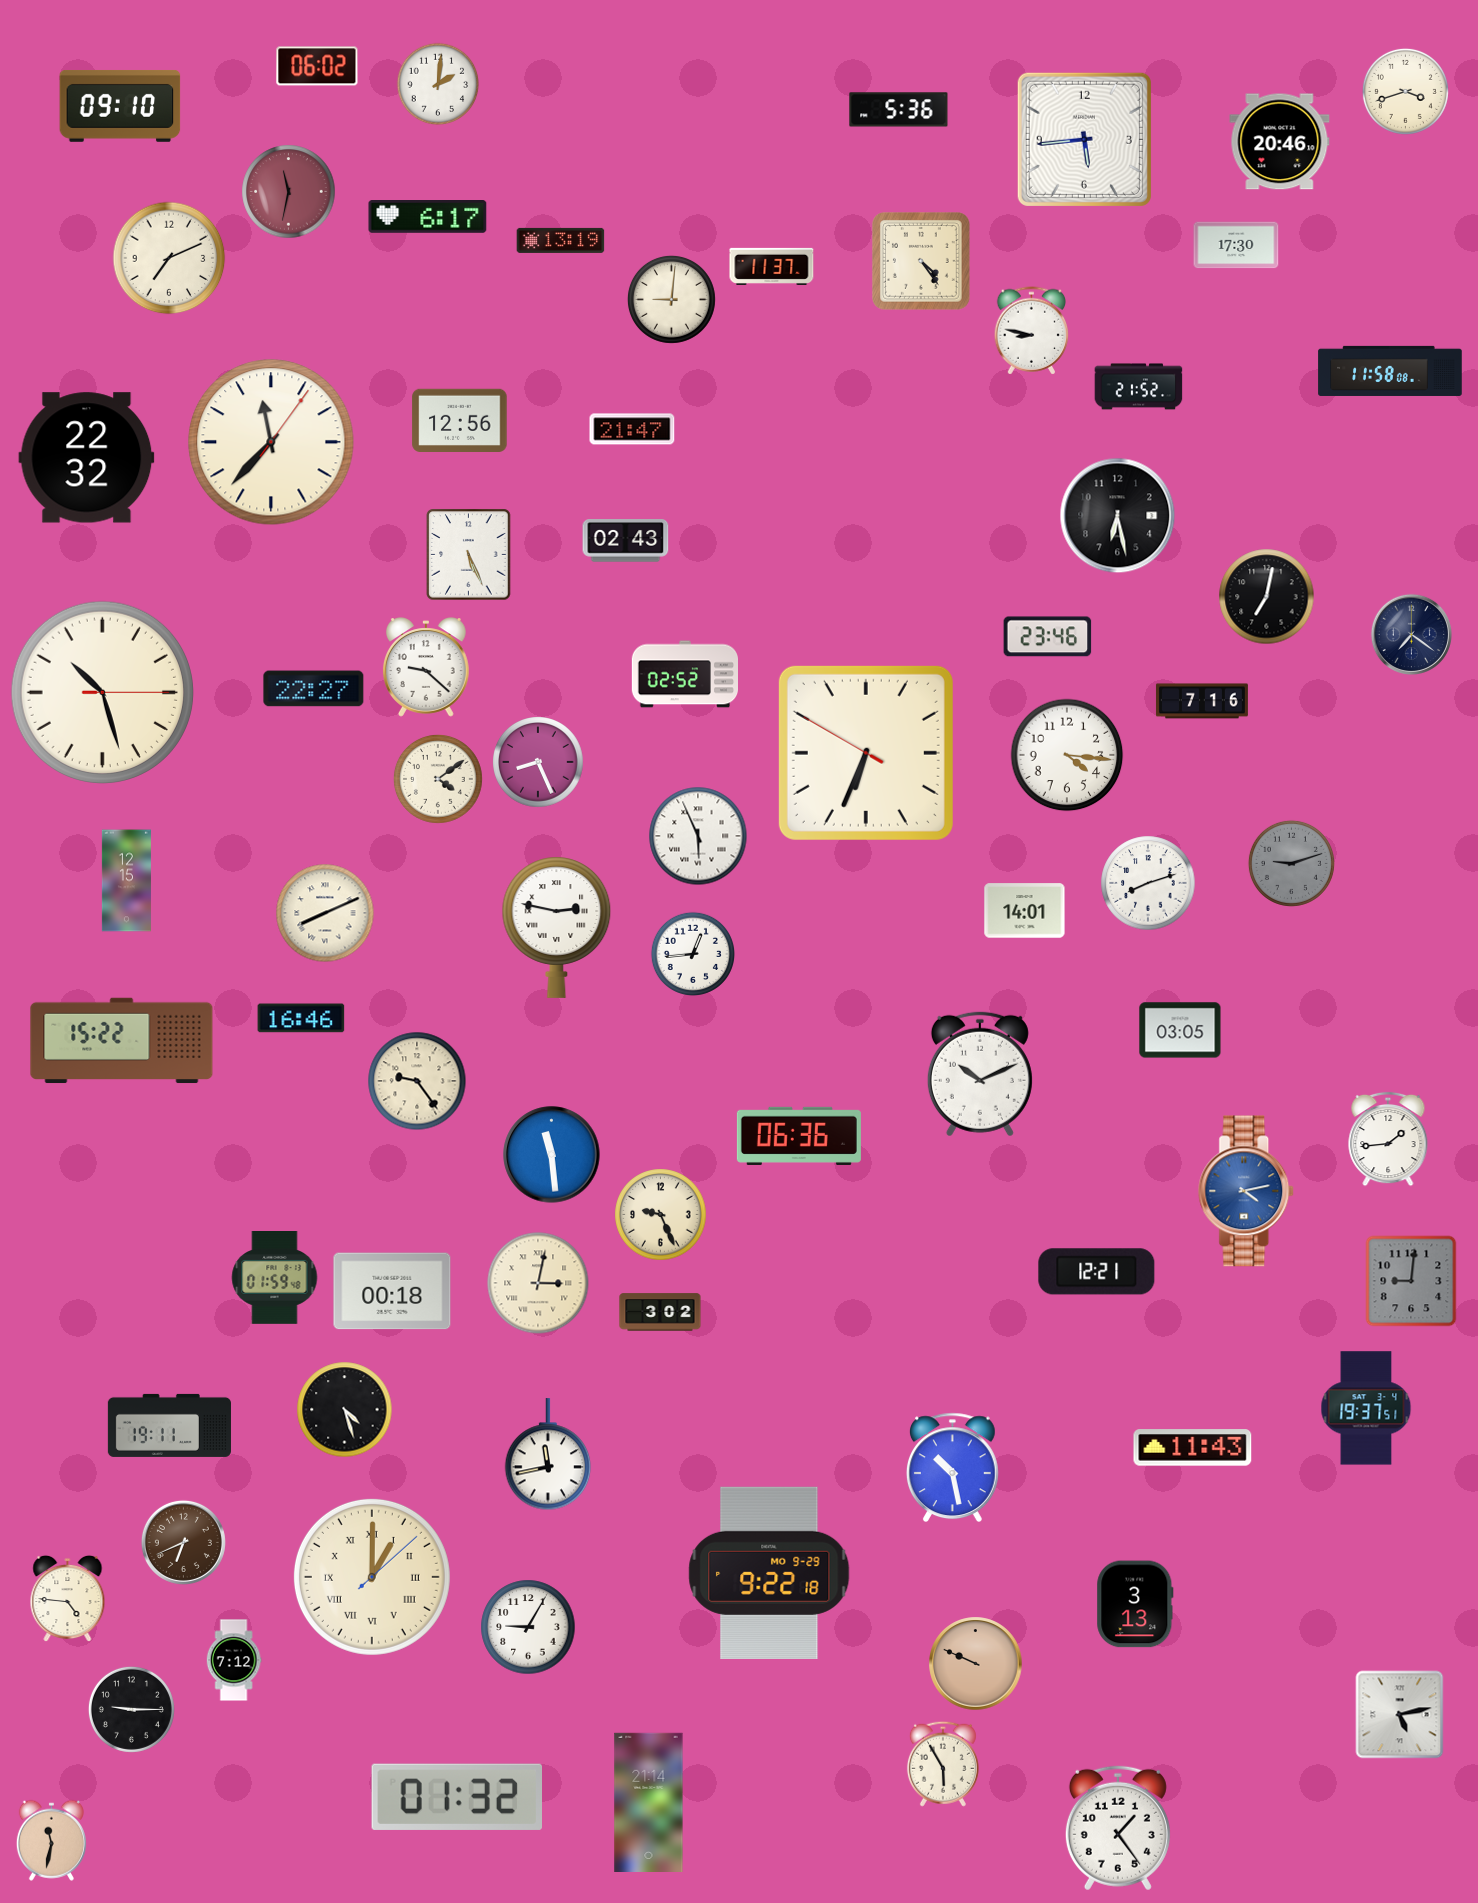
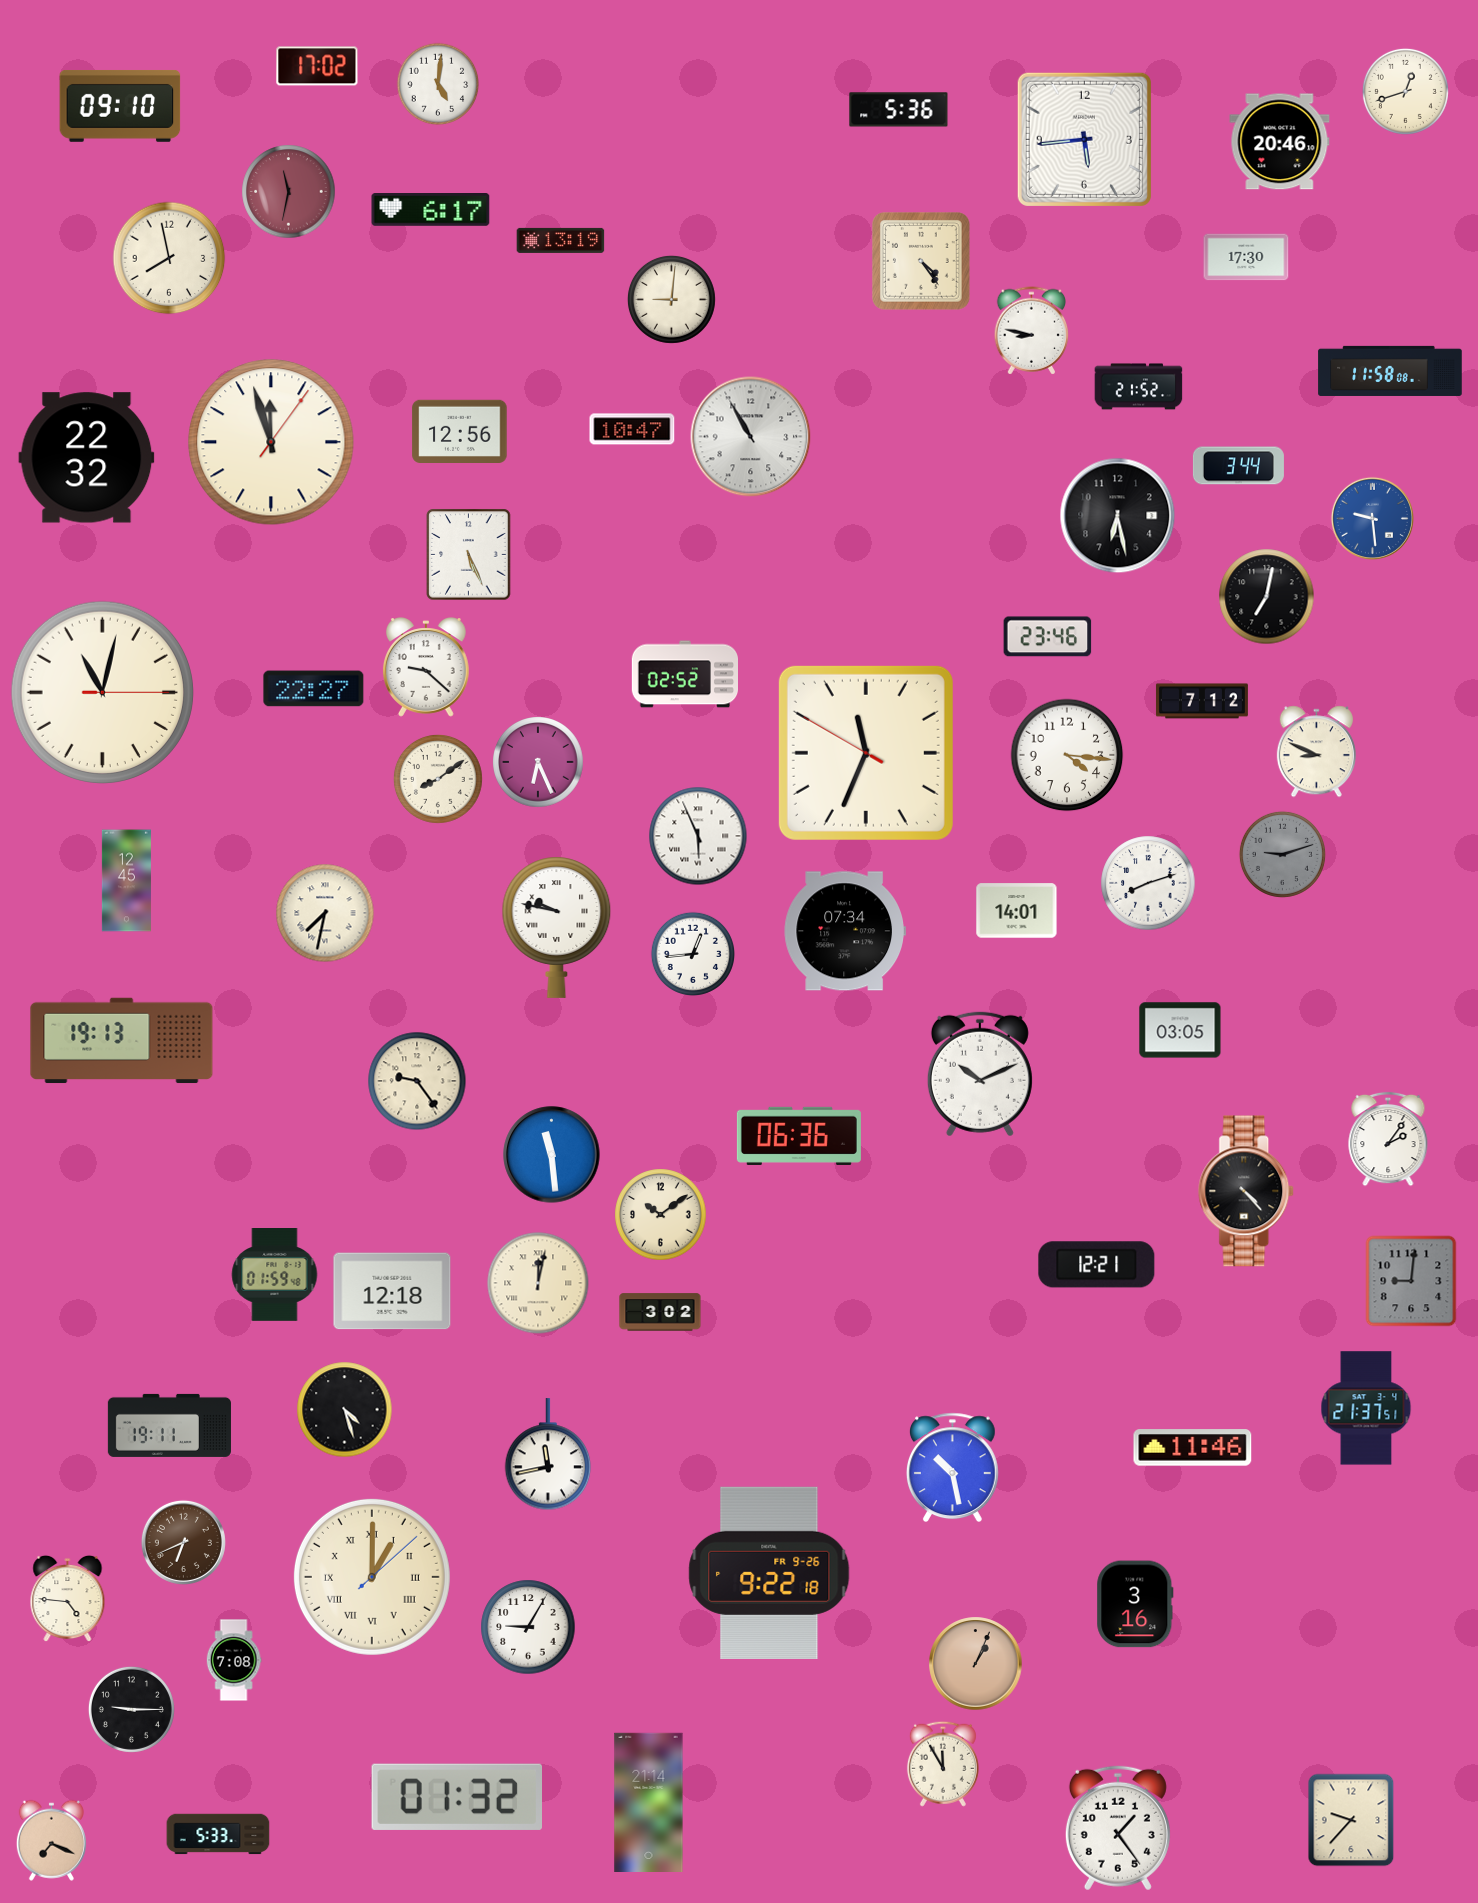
clock at (317, 66): 06:02 -> 17:02
clock at (438, 84): 2:01 -> 5:01
clock at (1405, 91): 3:42 -> 12:42
clock at (428, 217) position: (428, 217) -> (431, 210)
clock at (1236, 245) position: (1236, 245) -> (1246, 257)
clock at (169, 258): 7:11 -> 7:58
clock at (772, 266): 11:37 -> none
clock at (460, 420) position: (460, 420) -> (460, 431)
clock at (632, 429): 21:47 -> 10:47
clock at (751, 437): none -> 10:55
clock at (271, 442): 11:37 -> 11:57
clock at (1238, 466): none -> 3:44
clock at (1372, 518): none -> 9:29
clock at (626, 541): 02:43 -> none
clock at (1411, 634): 7:21 -> none
clock at (102, 692): 10:27 -> 11:02
clock at (1202, 701): 7:16 -> 7:12
clock at (1316, 752): none -> 8:49
clock at (866, 753): 6:33 -> 11:33
clock at (538, 762): 8:26 -> 6:26
clock at (438, 779): 4:09 -> 8:09
clock at (1291, 863) position: (1291, 863) -> (1282, 854)
clock at (126, 881): 12:15 -> 12:45
clock at (1025, 911) position: (1025, 911) -> (1017, 911)
clock at (325, 913): 8:11 -> 7:32
clock at (557, 927): 2:47 -> 9:47
clock at (845, 931): none -> 07:34
clock at (301, 1018): 16:46 -> none
clock at (122, 1041): 15:22 -> 19:13
clock at (1388, 1139): 1:44 -> 2:06
clock at (1247, 1191): 4:13 -> 4:23
clock at (1247, 1191) dial: blue -> black
clock at (661, 1215): 9:26 -> 10:09
clock at (1097, 1272) position: (1097, 1272) -> (1097, 1265)
clock at (275, 1278) position: (275, 1278) -> (275, 1275)
clock at (538, 1283): 3:02 -> 12:02
clock at (392, 1291): 00:18 -> 12:18
clock at (1366, 1408): 19:37 -> 21:37
clock at (1193, 1448): 11:43 -> 11:46
clock at (769, 1573) date: MO 9-29 -> FR 9-26
clock at (1135, 1604): 3:13 -> 3:16
clock at (234, 1660): 7:12 -> 7:08
clock at (976, 1664): 9:49 -> 1:04
clock at (1400, 1715): 5:13 -> none
clock at (943, 1764): 5:55 -> 11:55
clock at (1351, 1820): none -> 9:37
clock at (218, 1834): none -> 5:33
clock at (51, 1840): 11:32 -> 7:19
